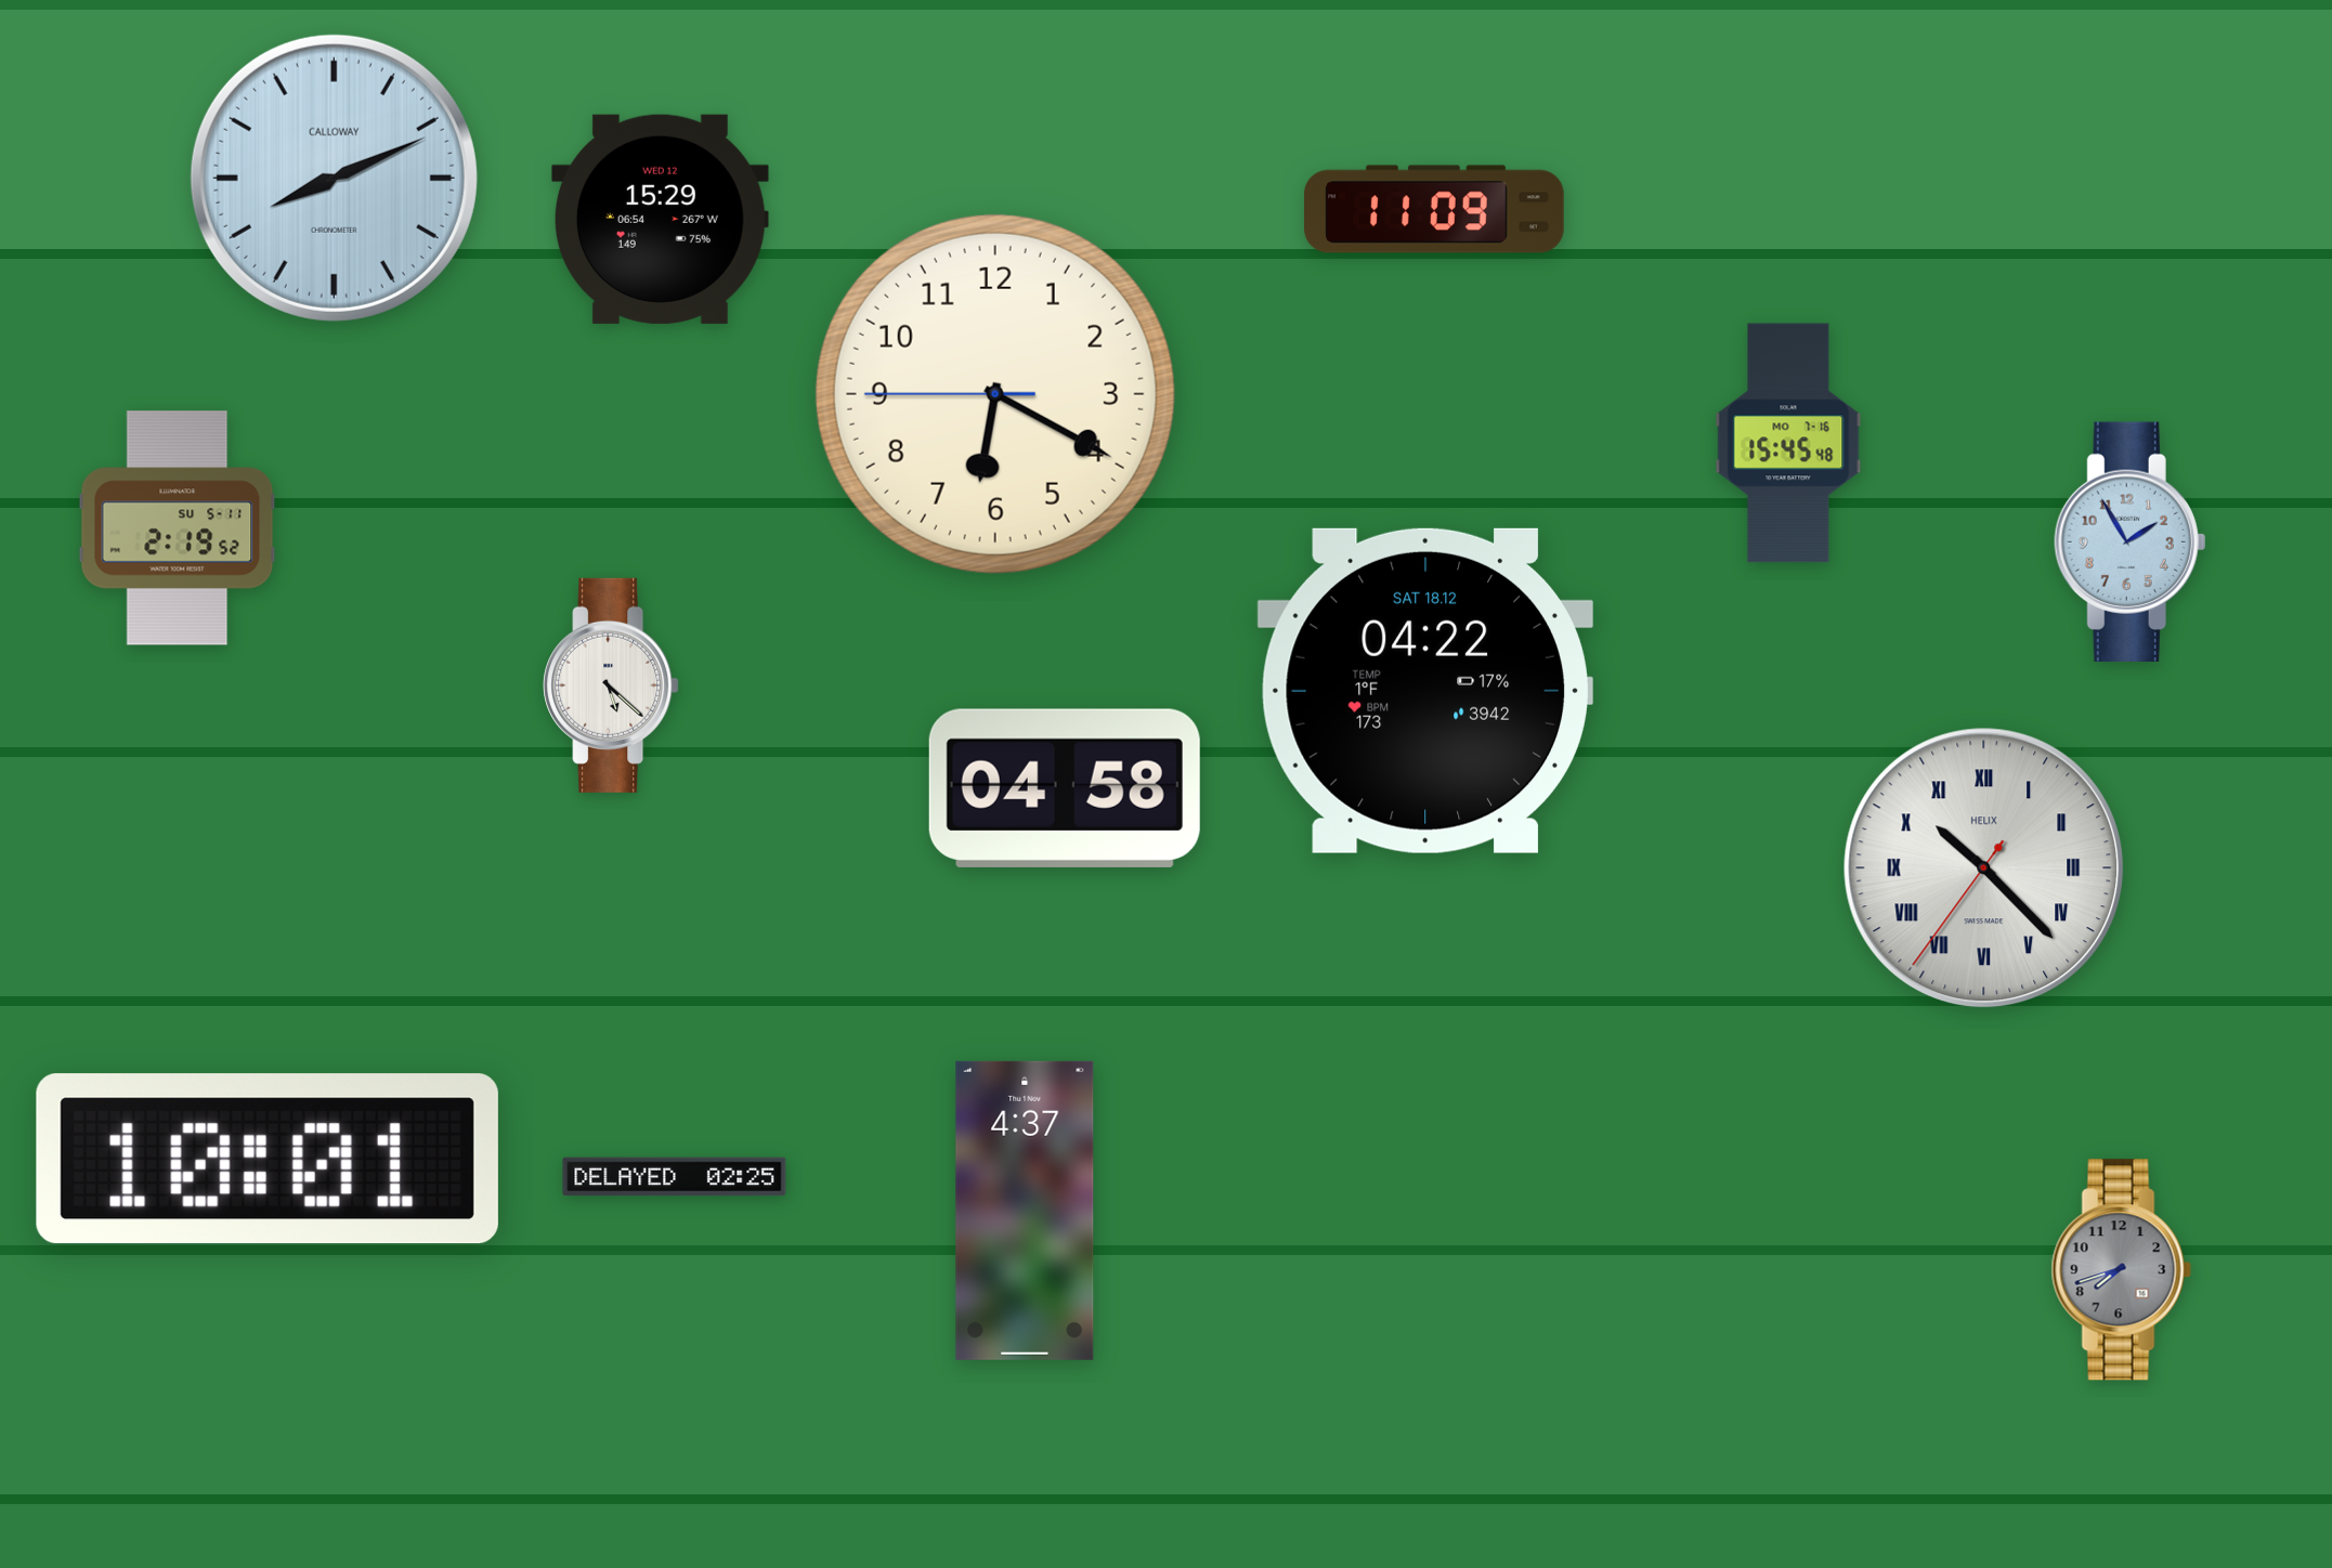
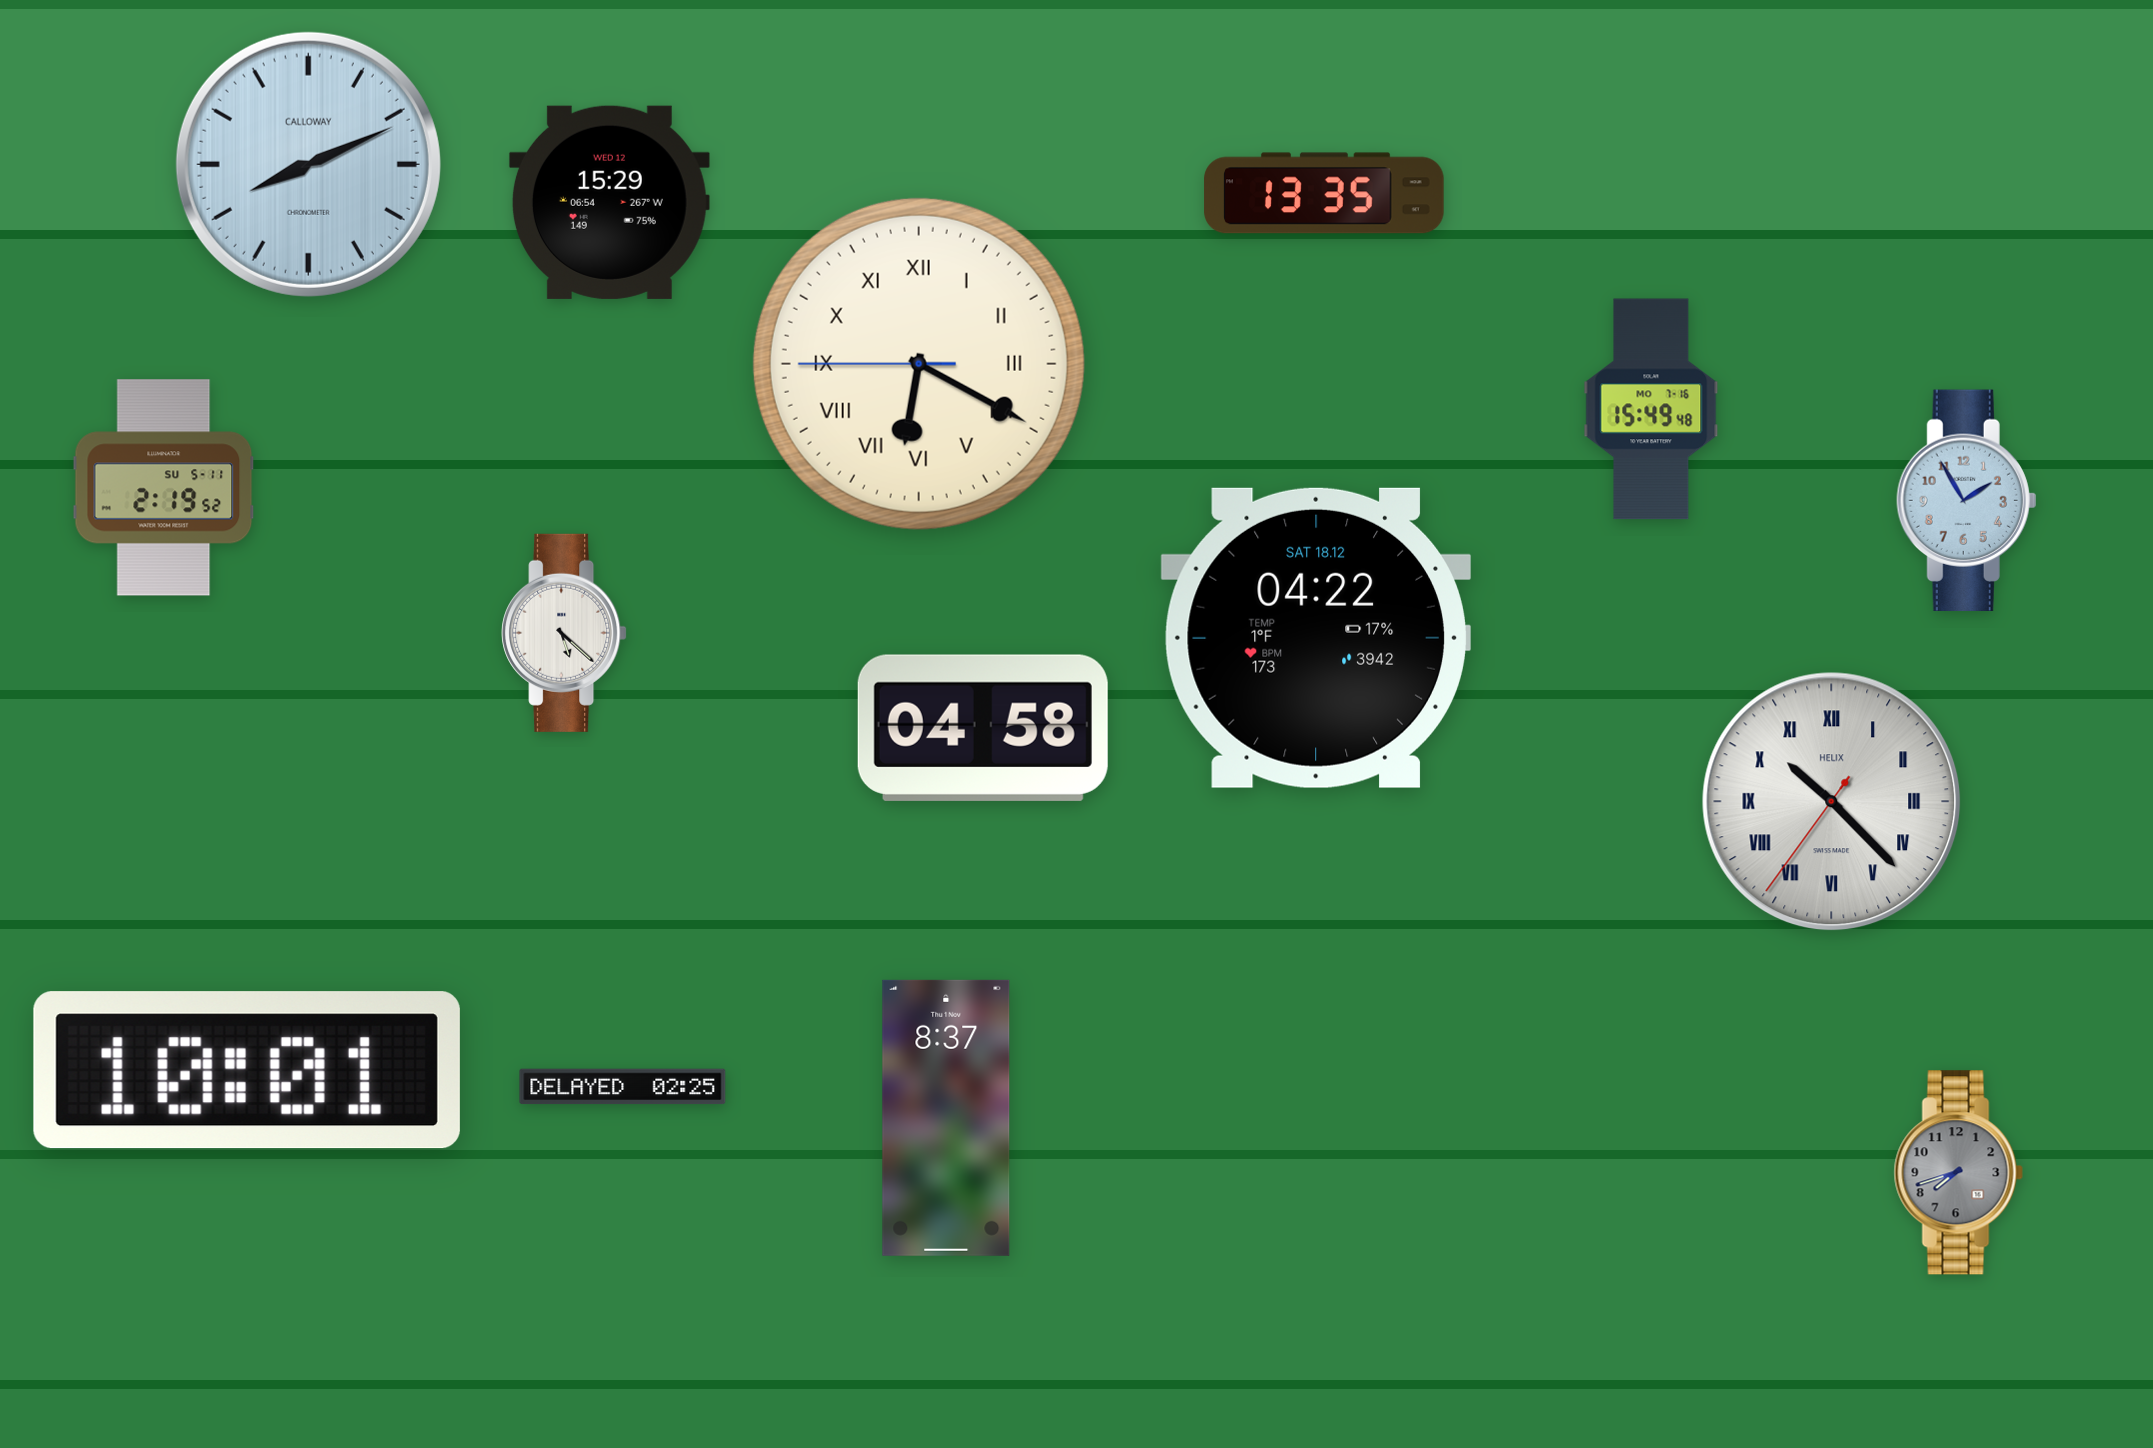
clock at (1434, 209): 11:09 -> 13:35
clock at (995, 394) numerals: Arabic -> Roman
clock at (1788, 443): 15:45 -> 15:49
clock at (1025, 1211): 4:37 -> 8:37
